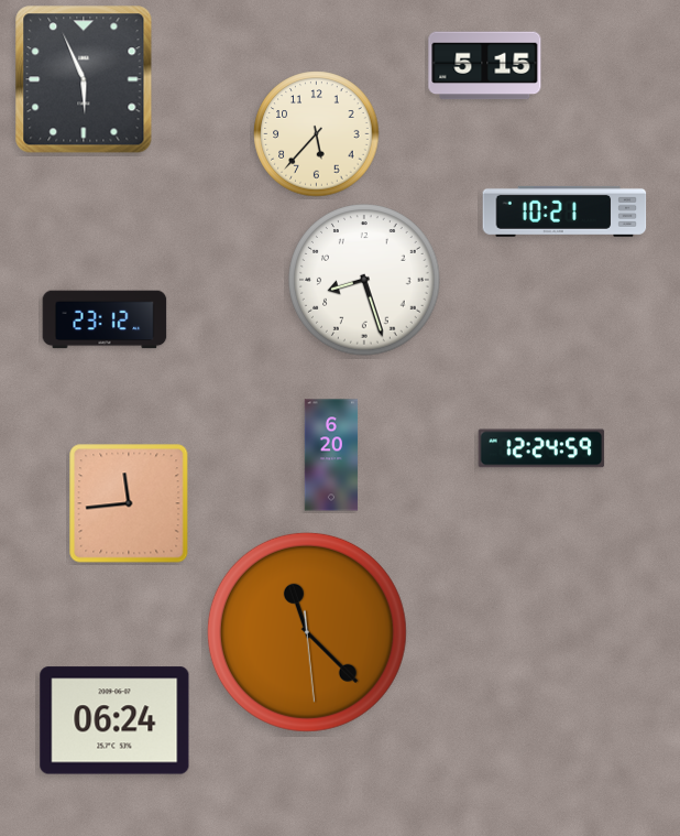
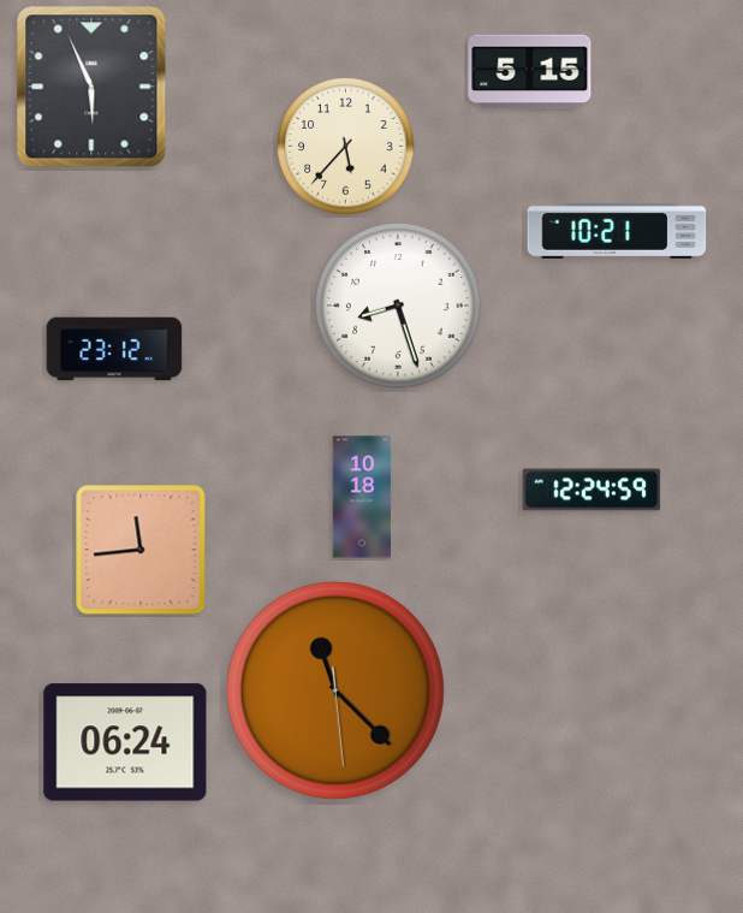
clock at (331, 455): 6:20 -> 10:18
clock at (114, 720) position: (114, 720) -> (125, 742)
